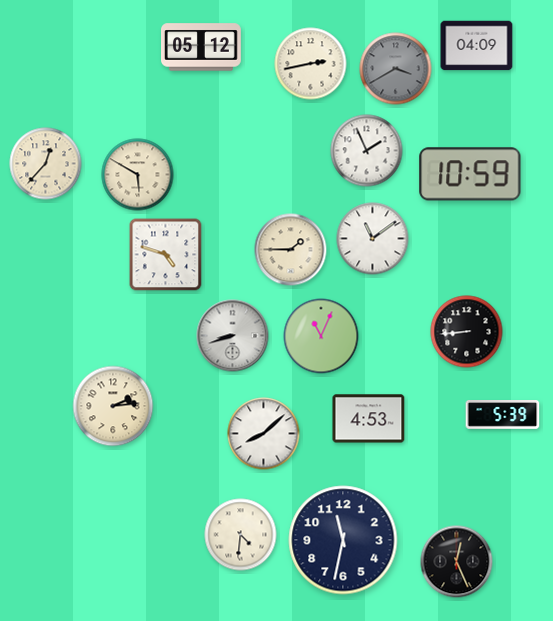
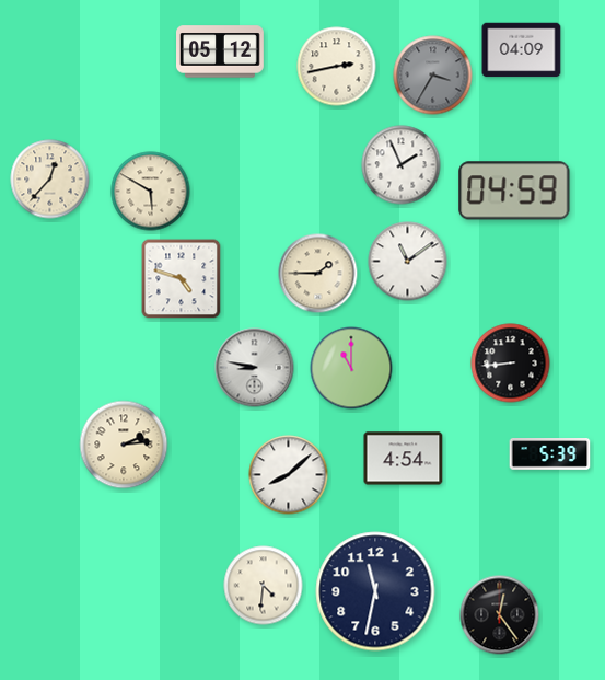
clock at (311, 64) position: (311, 64) -> (337, 67)
clock at (396, 69): 3:40 -> 3:35
clock at (470, 174): 10:59 -> 04:59
clock at (233, 336): 8:42 -> 8:47
clock at (321, 336): 11:04 -> 11:00
clock at (369, 419): 4:53 -> 4:54
clock at (457, 562): 12:26 -> 12:24
